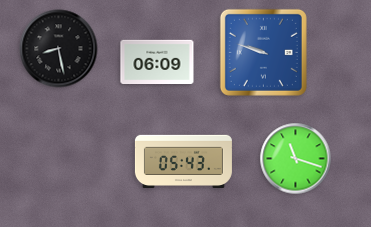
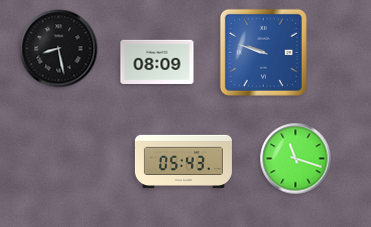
clock at (157, 62): 06:09 -> 08:09
